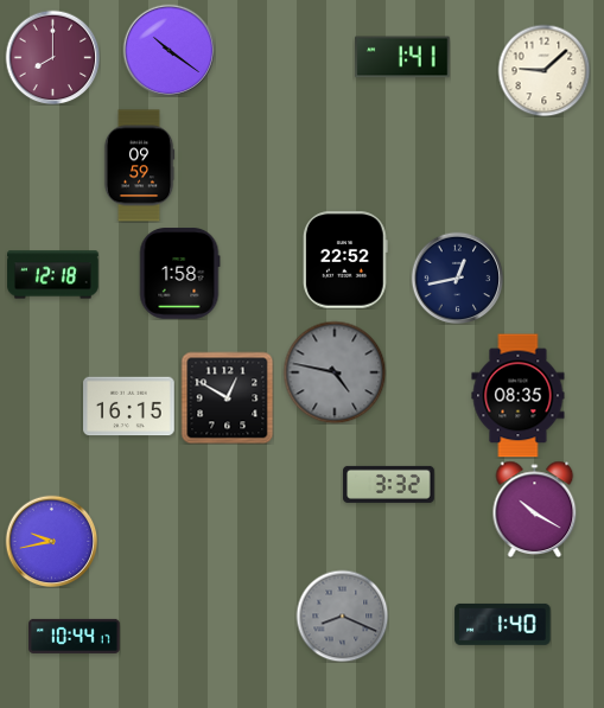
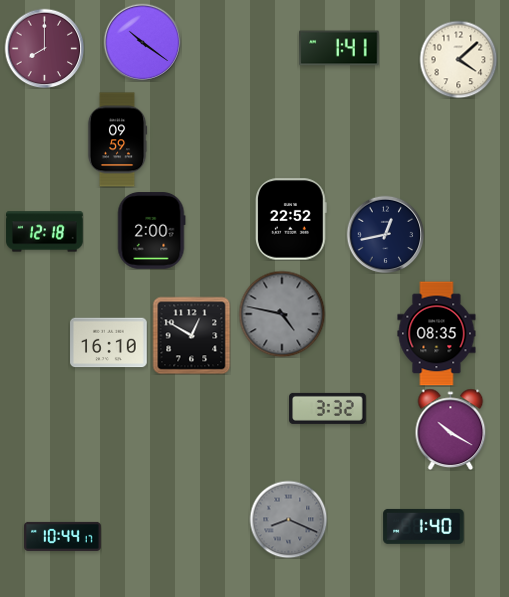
clock at (543, 70): 9:08 -> 4:08
clock at (179, 274): 1:58 -> 2:00
clock at (129, 407): 16:15 -> 16:10
clock at (51, 541): 9:43 -> none
